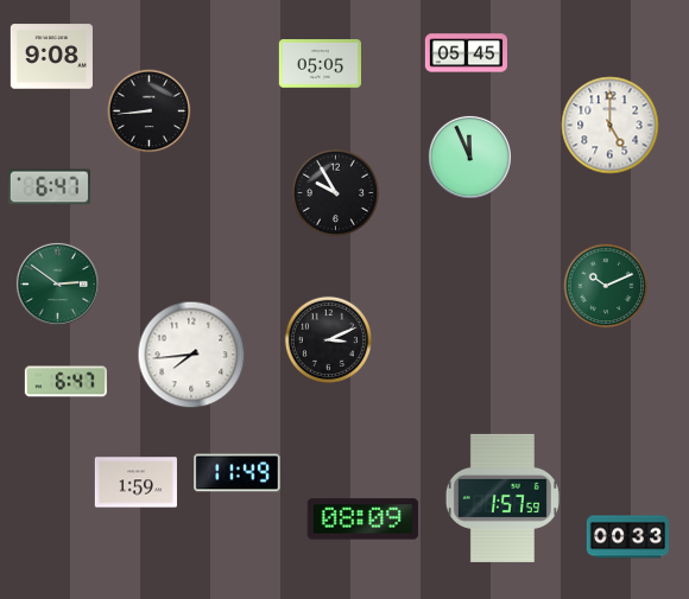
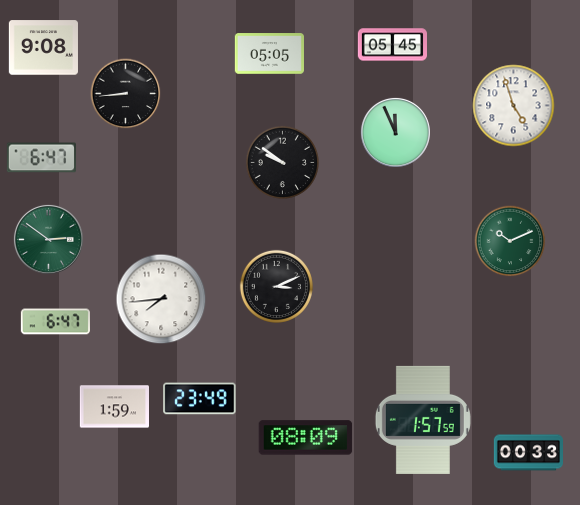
clock at (611, 126): 5:00 -> 4:57
clock at (335, 192): 9:55 -> 9:51
clock at (238, 473): 11:49 -> 23:49
